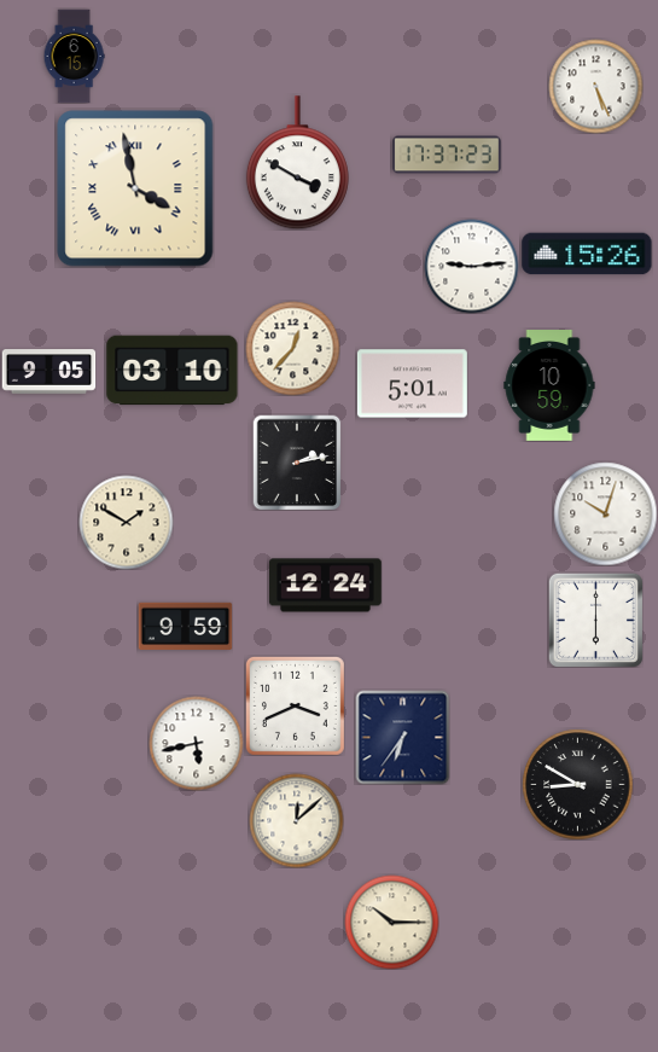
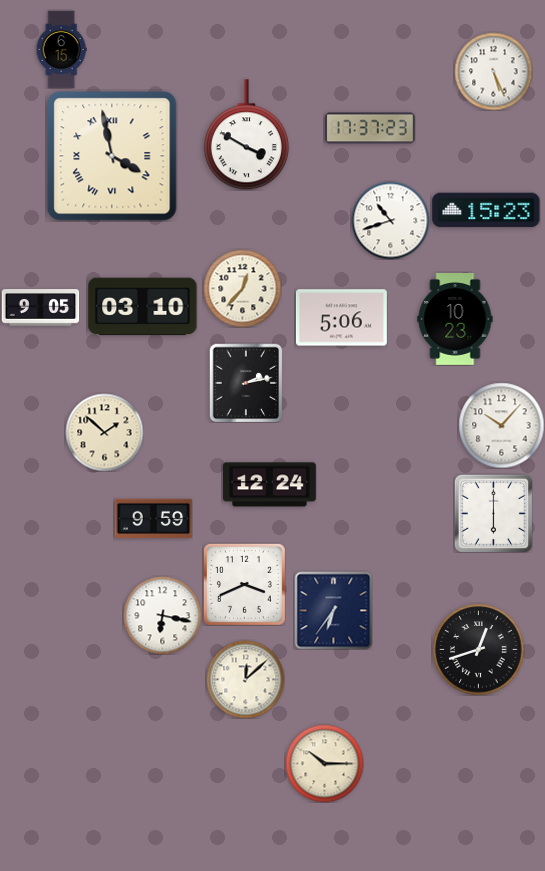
clock at (74, 56) position: (74, 56) -> (61, 49)
clock at (587, 254): 15:26 -> 15:23
clock at (471, 266): 9:14 -> 10:42
clock at (412, 384): 5:01 -> 5:06
clock at (549, 386): 10:59 -> 10:23
clock at (605, 513): 10:03 -> 10:07
clock at (126, 522): 1:50 -> 1:52
clock at (196, 743): 5:43 -> 6:17
clock at (577, 784): 8:50 -> 12:42
